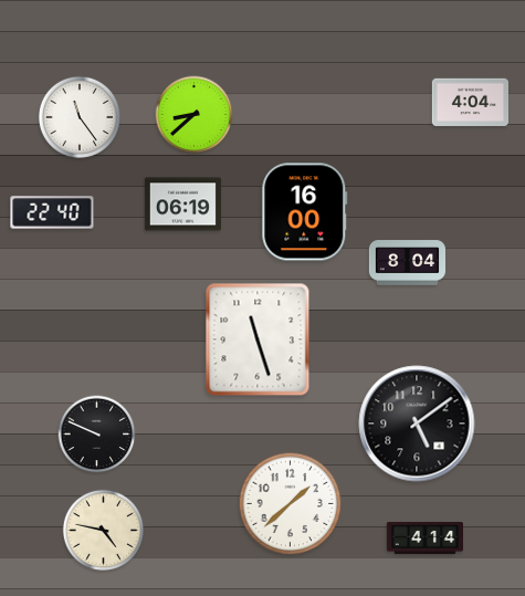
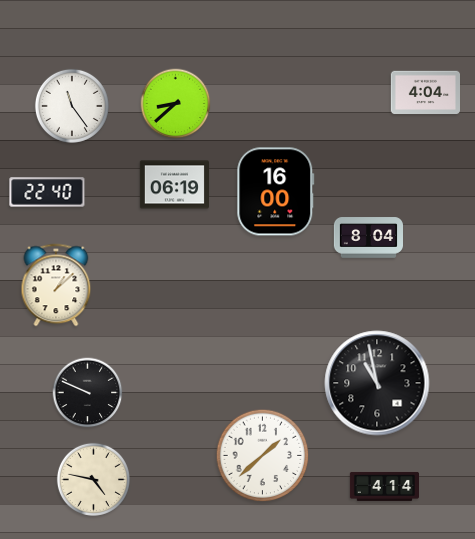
clock at (182, 205) position: (182, 205) -> (174, 185)
clock at (56, 285): none -> 1:08
clock at (258, 339): 11:27 -> none
clock at (417, 424): 5:09 -> 10:58
